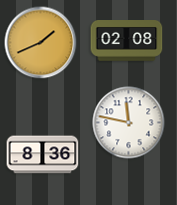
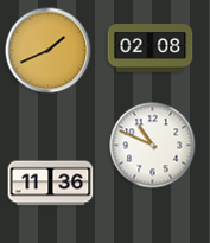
clock at (129, 123): 11:47 -> 10:49
clock at (43, 155): 8:36 -> 11:36
